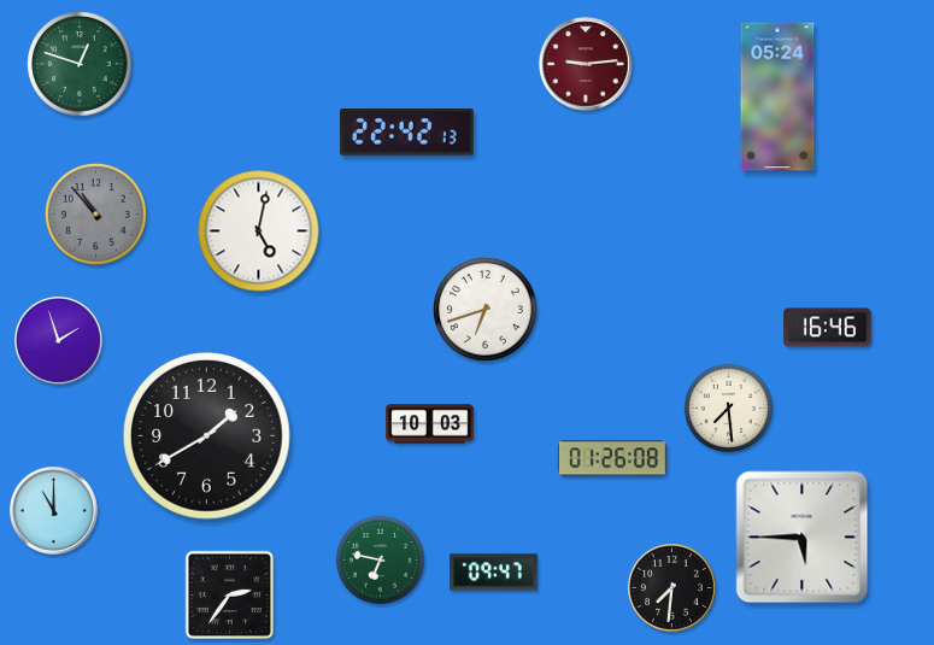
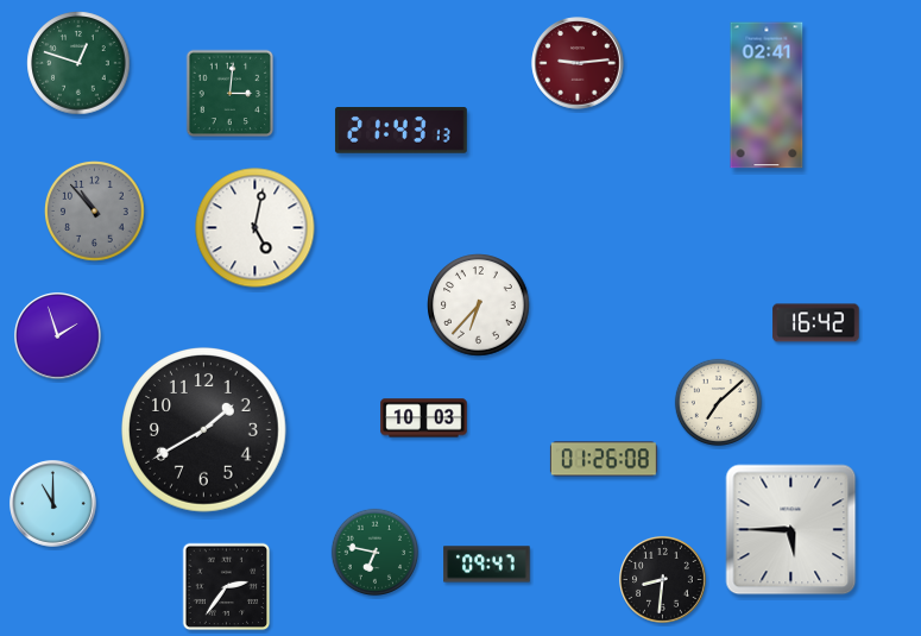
clock at (231, 94): none -> 3:01
clock at (777, 96): 05:24 -> 02:41
clock at (406, 133): 22:42 -> 21:43
clock at (486, 310): 6:42 -> 6:37
clock at (828, 328): 16:46 -> 16:42
clock at (729, 409): 7:29 -> 7:08
clock at (612, 458) position: (612, 458) -> (604, 459)
clock at (672, 588): 7:31 -> 8:31
